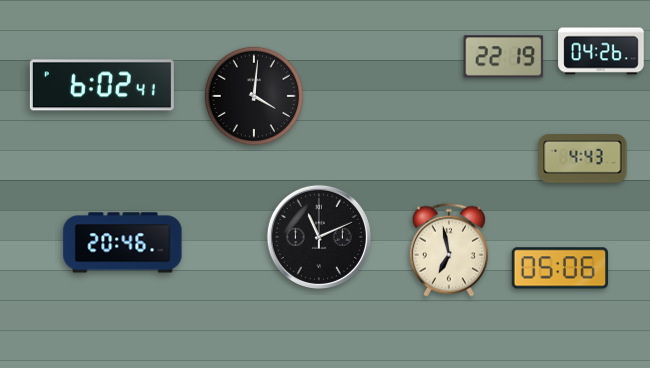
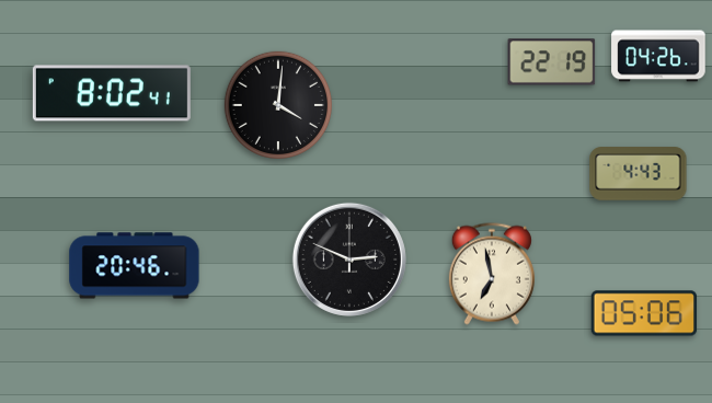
clock at (102, 85): 6:02 -> 8:02
clock at (319, 237): 11:11 -> 2:49
clock at (560, 268) position: (560, 268) -> (644, 313)
